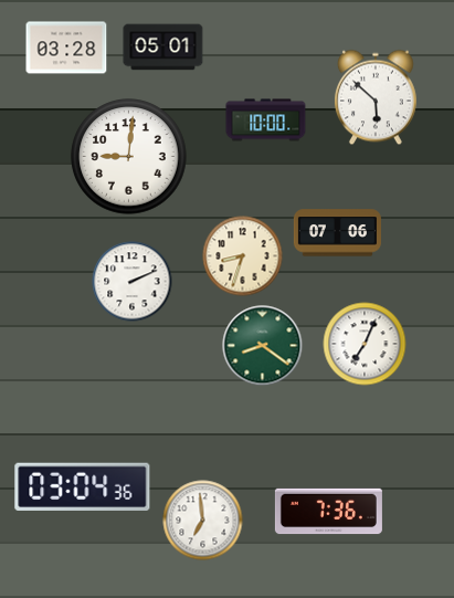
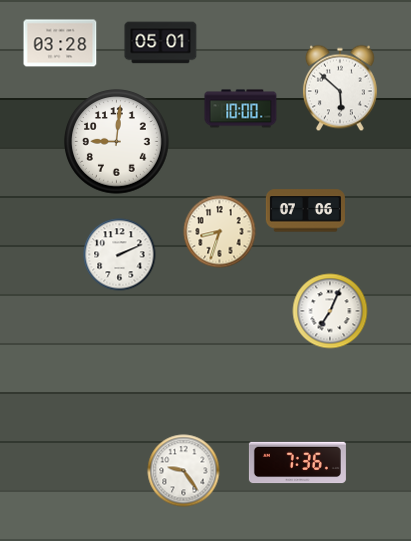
clock at (163, 48) position: (163, 48) -> (161, 43)
clock at (263, 346): 8:21 -> none
clock at (83, 486): 03:04 -> none
clock at (203, 521): 6:59 -> 9:24
